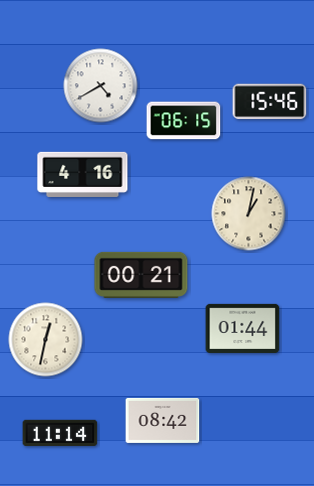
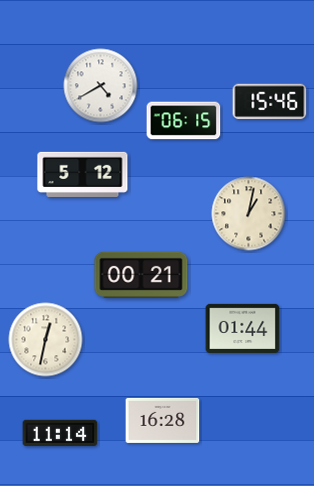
clock at (83, 174): 4:16 -> 5:12
clock at (163, 420): 08:42 -> 16:28
